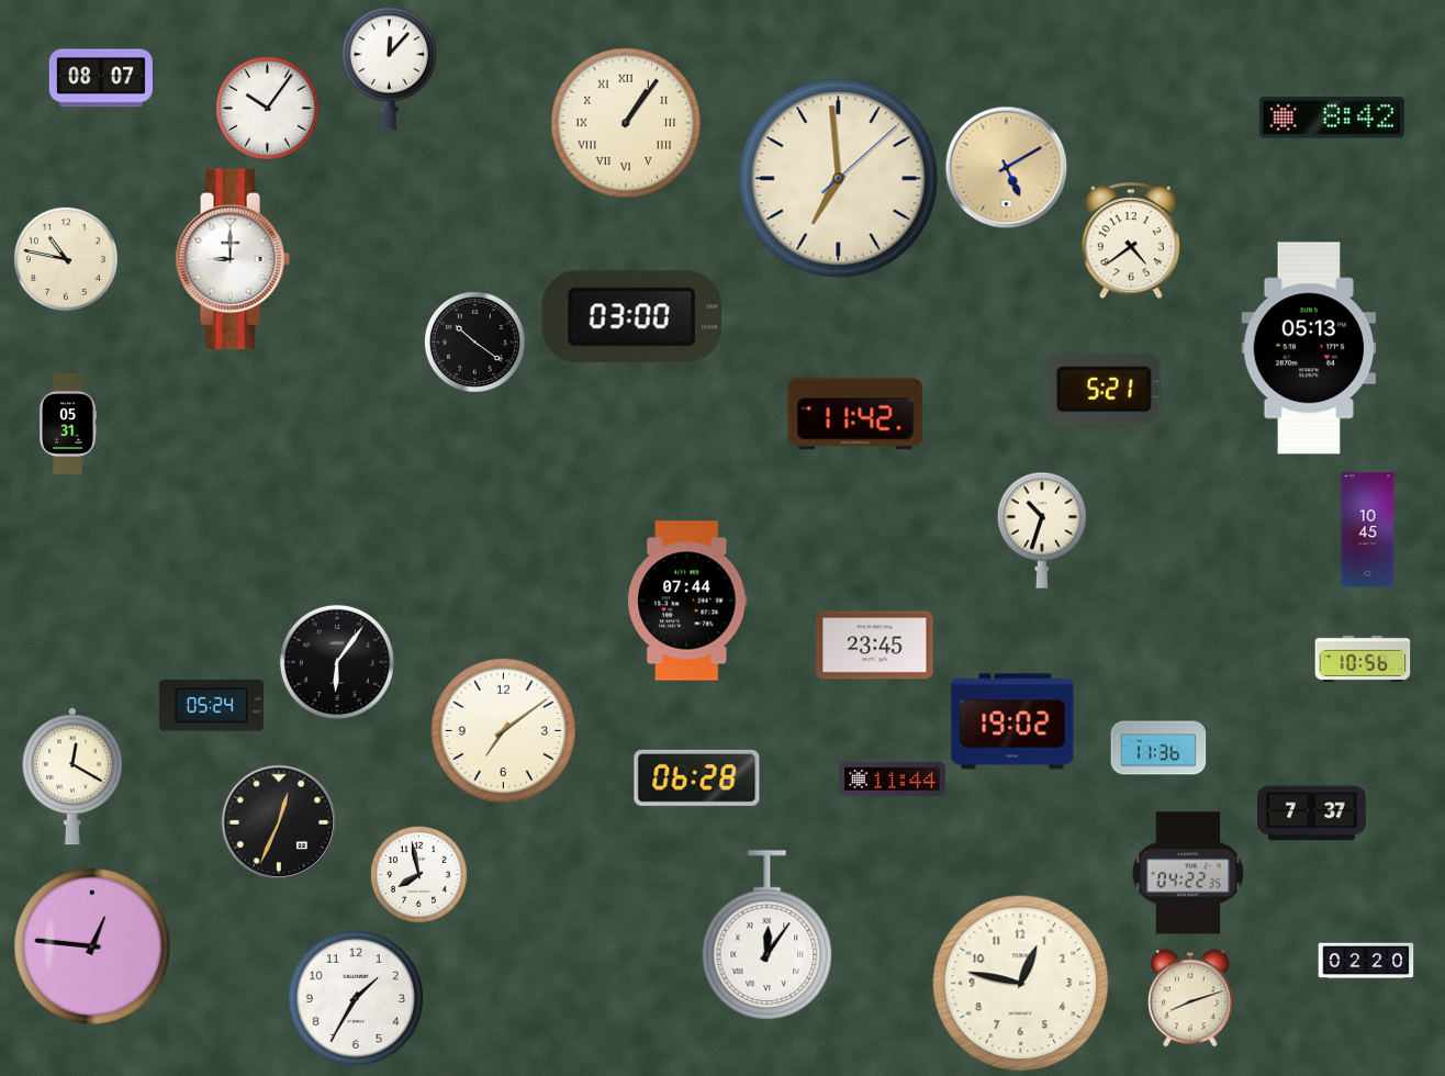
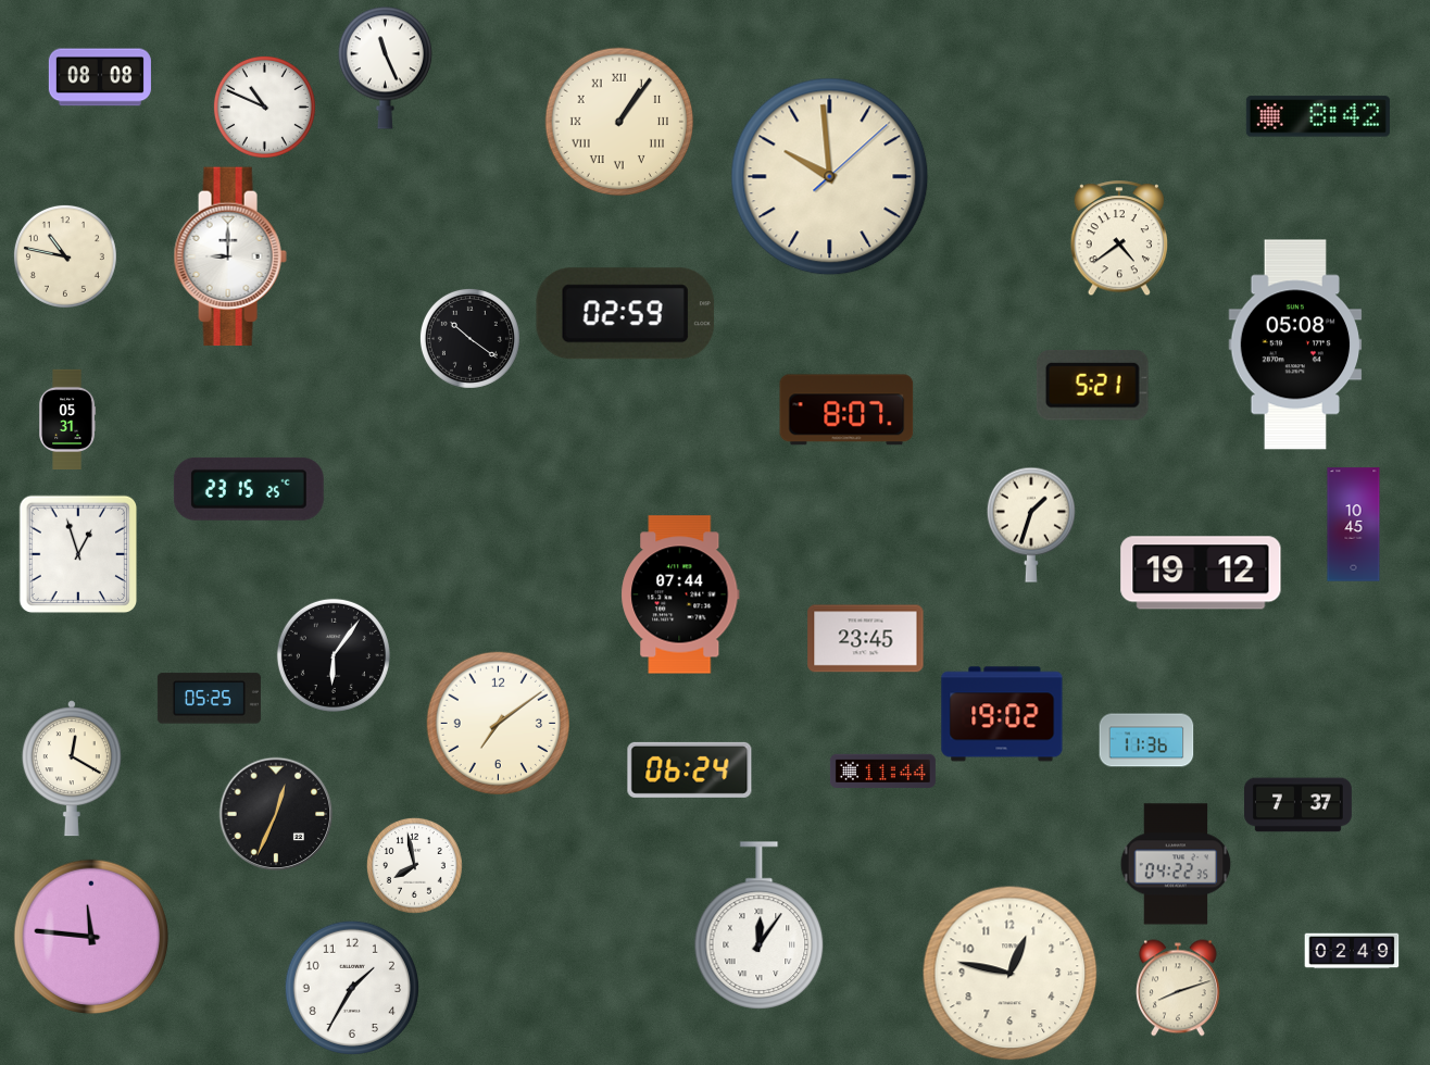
clock at (389, 68): 12:07 -> 11:26
clock at (101, 78): 08:07 -> 08:08
clock at (267, 108): 10:06 -> 10:49
clock at (1007, 168): 5:10 -> none
clock at (839, 179): 6:59 -> 9:59
clock at (631, 317): 03:00 -> 02:59
clock at (1309, 348): 05:13 -> 05:08
clock at (855, 414): 11:42 -> 8:07
clock at (249, 489): none -> 23:15
clock at (1042, 530): 10:33 -> 1:33
clock at (78, 554): none -> 12:57
clock at (1201, 573): none -> 19:12
clock at (1363, 659): 10:56 -> none
clock at (211, 706): 05:24 -> 05:25
clock at (697, 777): 06:28 -> 06:24
clock at (92, 946): 12:46 -> 11:46
clock at (1366, 961): 02:20 -> 02:49
